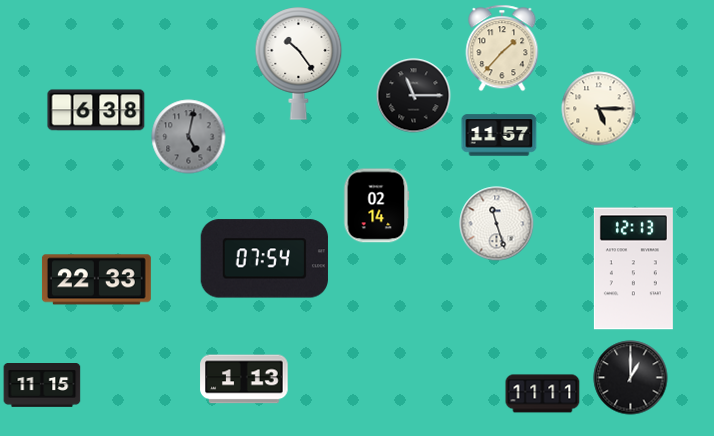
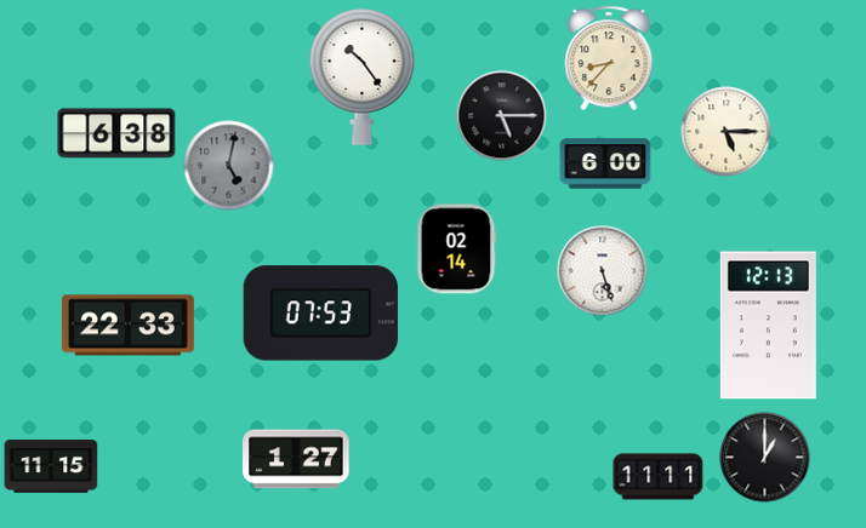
clock at (502, 48): 1:37 -> 8:37
clock at (414, 96): 11:15 -> 5:15
clock at (499, 135): 11:57 -> 6:00
clock at (497, 224): 11:27 -> 5:27
clock at (264, 259): 07:54 -> 07:53
clock at (96, 280) position: (96, 280) -> (127, 326)
clock at (244, 379): 1:13 -> 1:27
